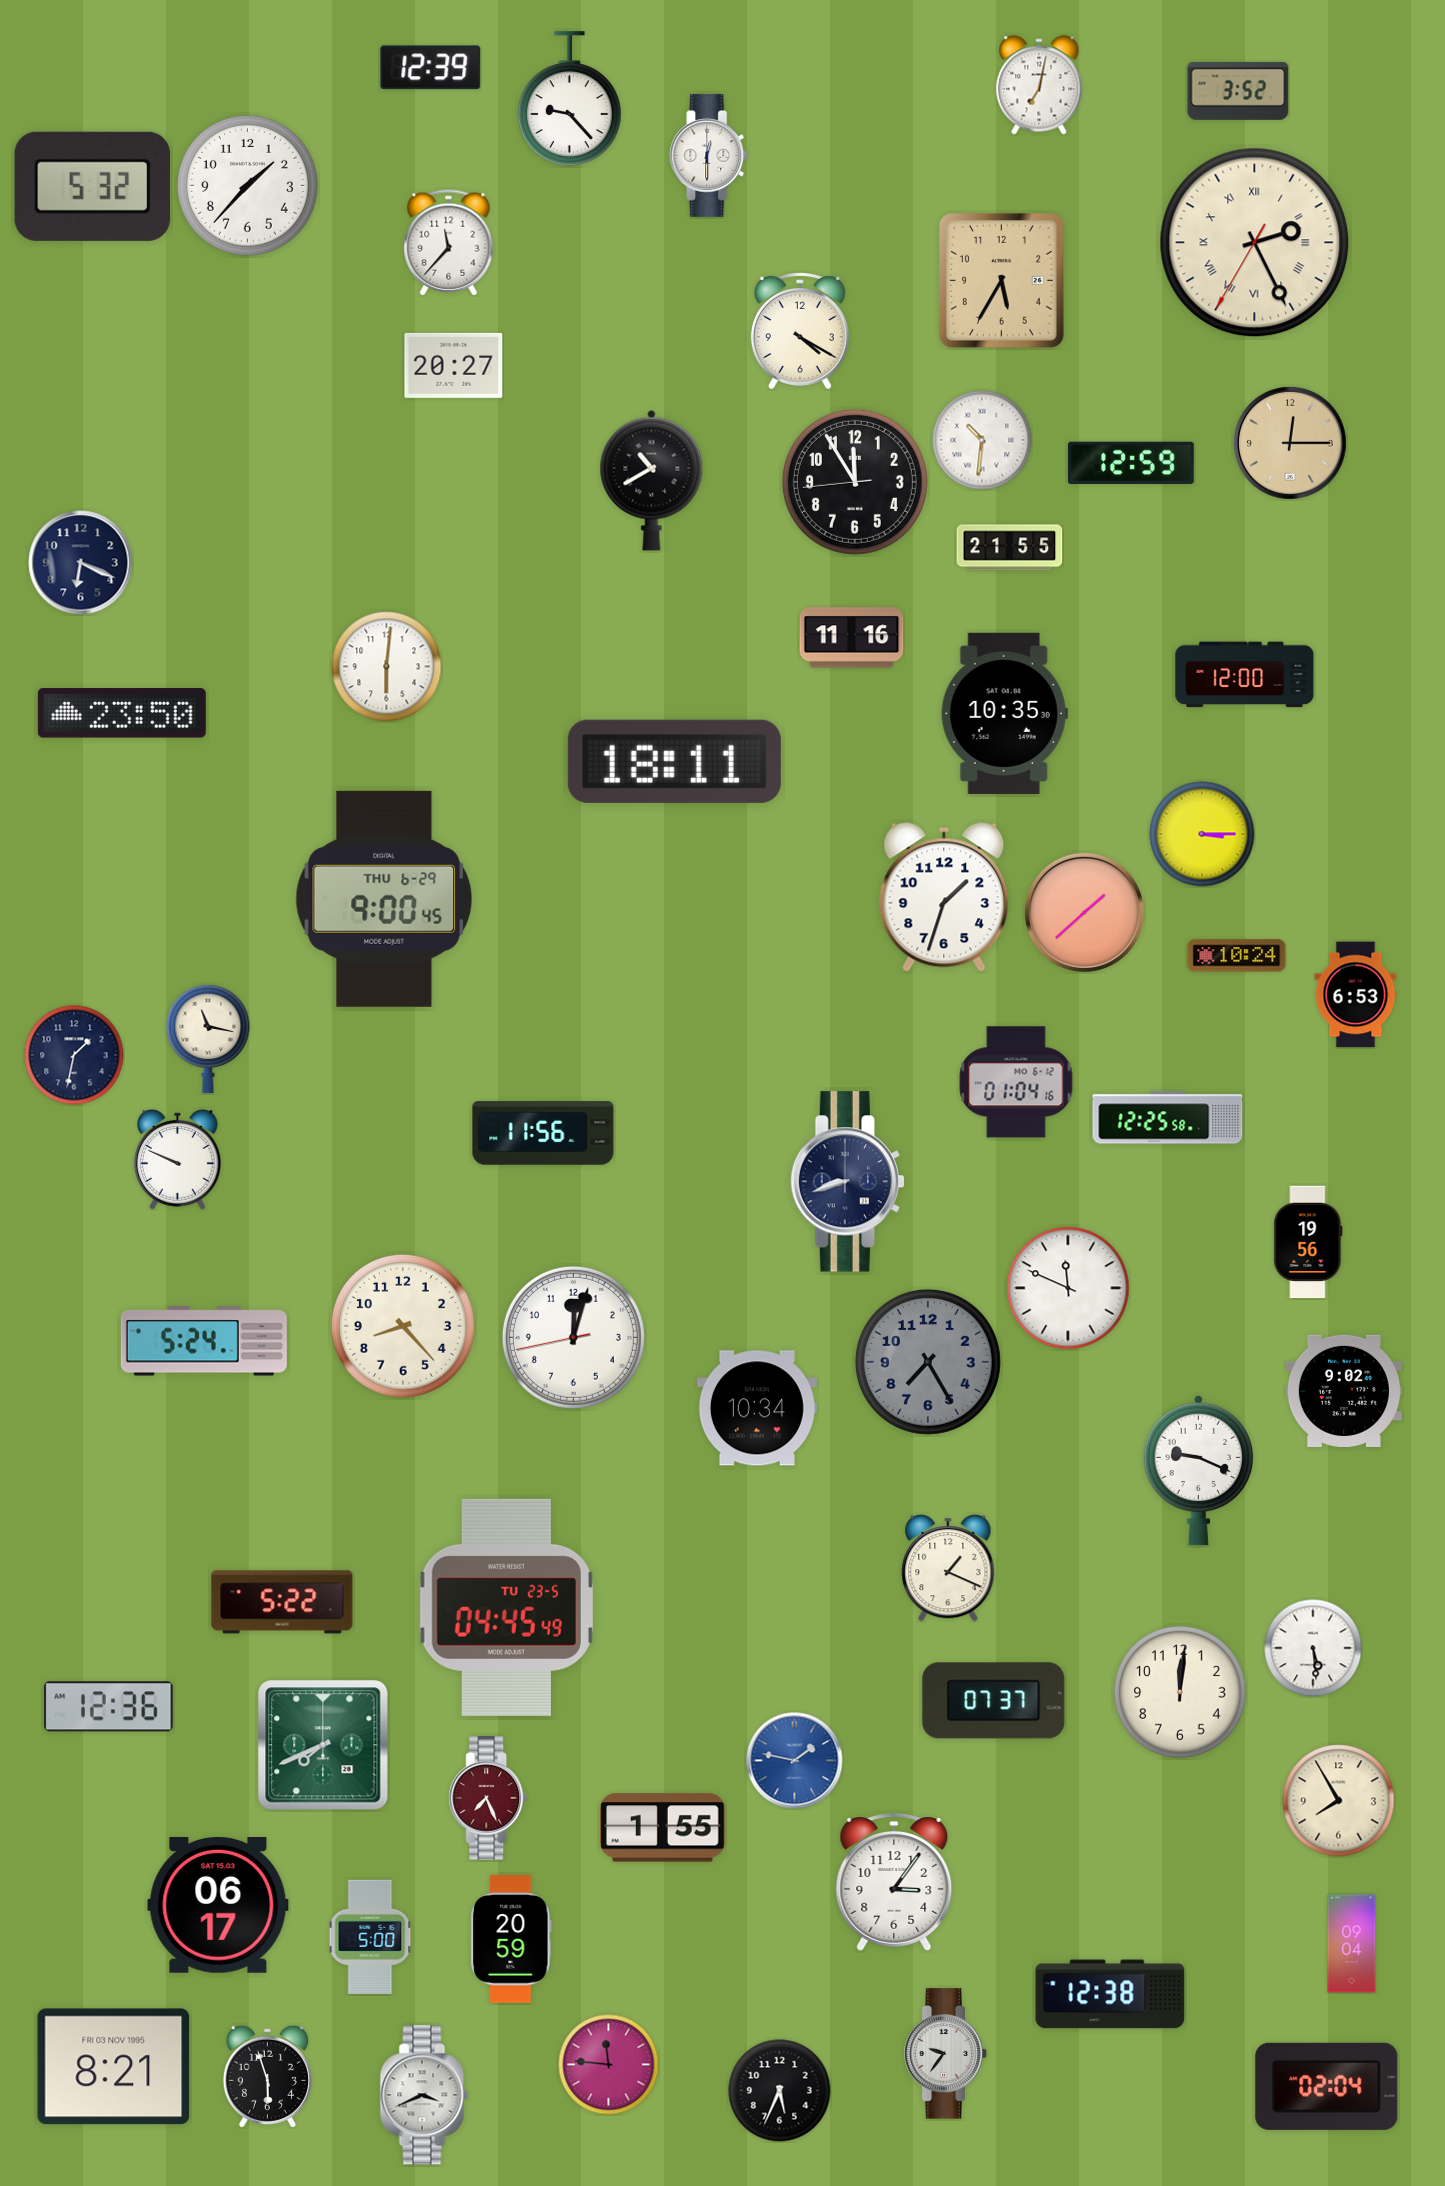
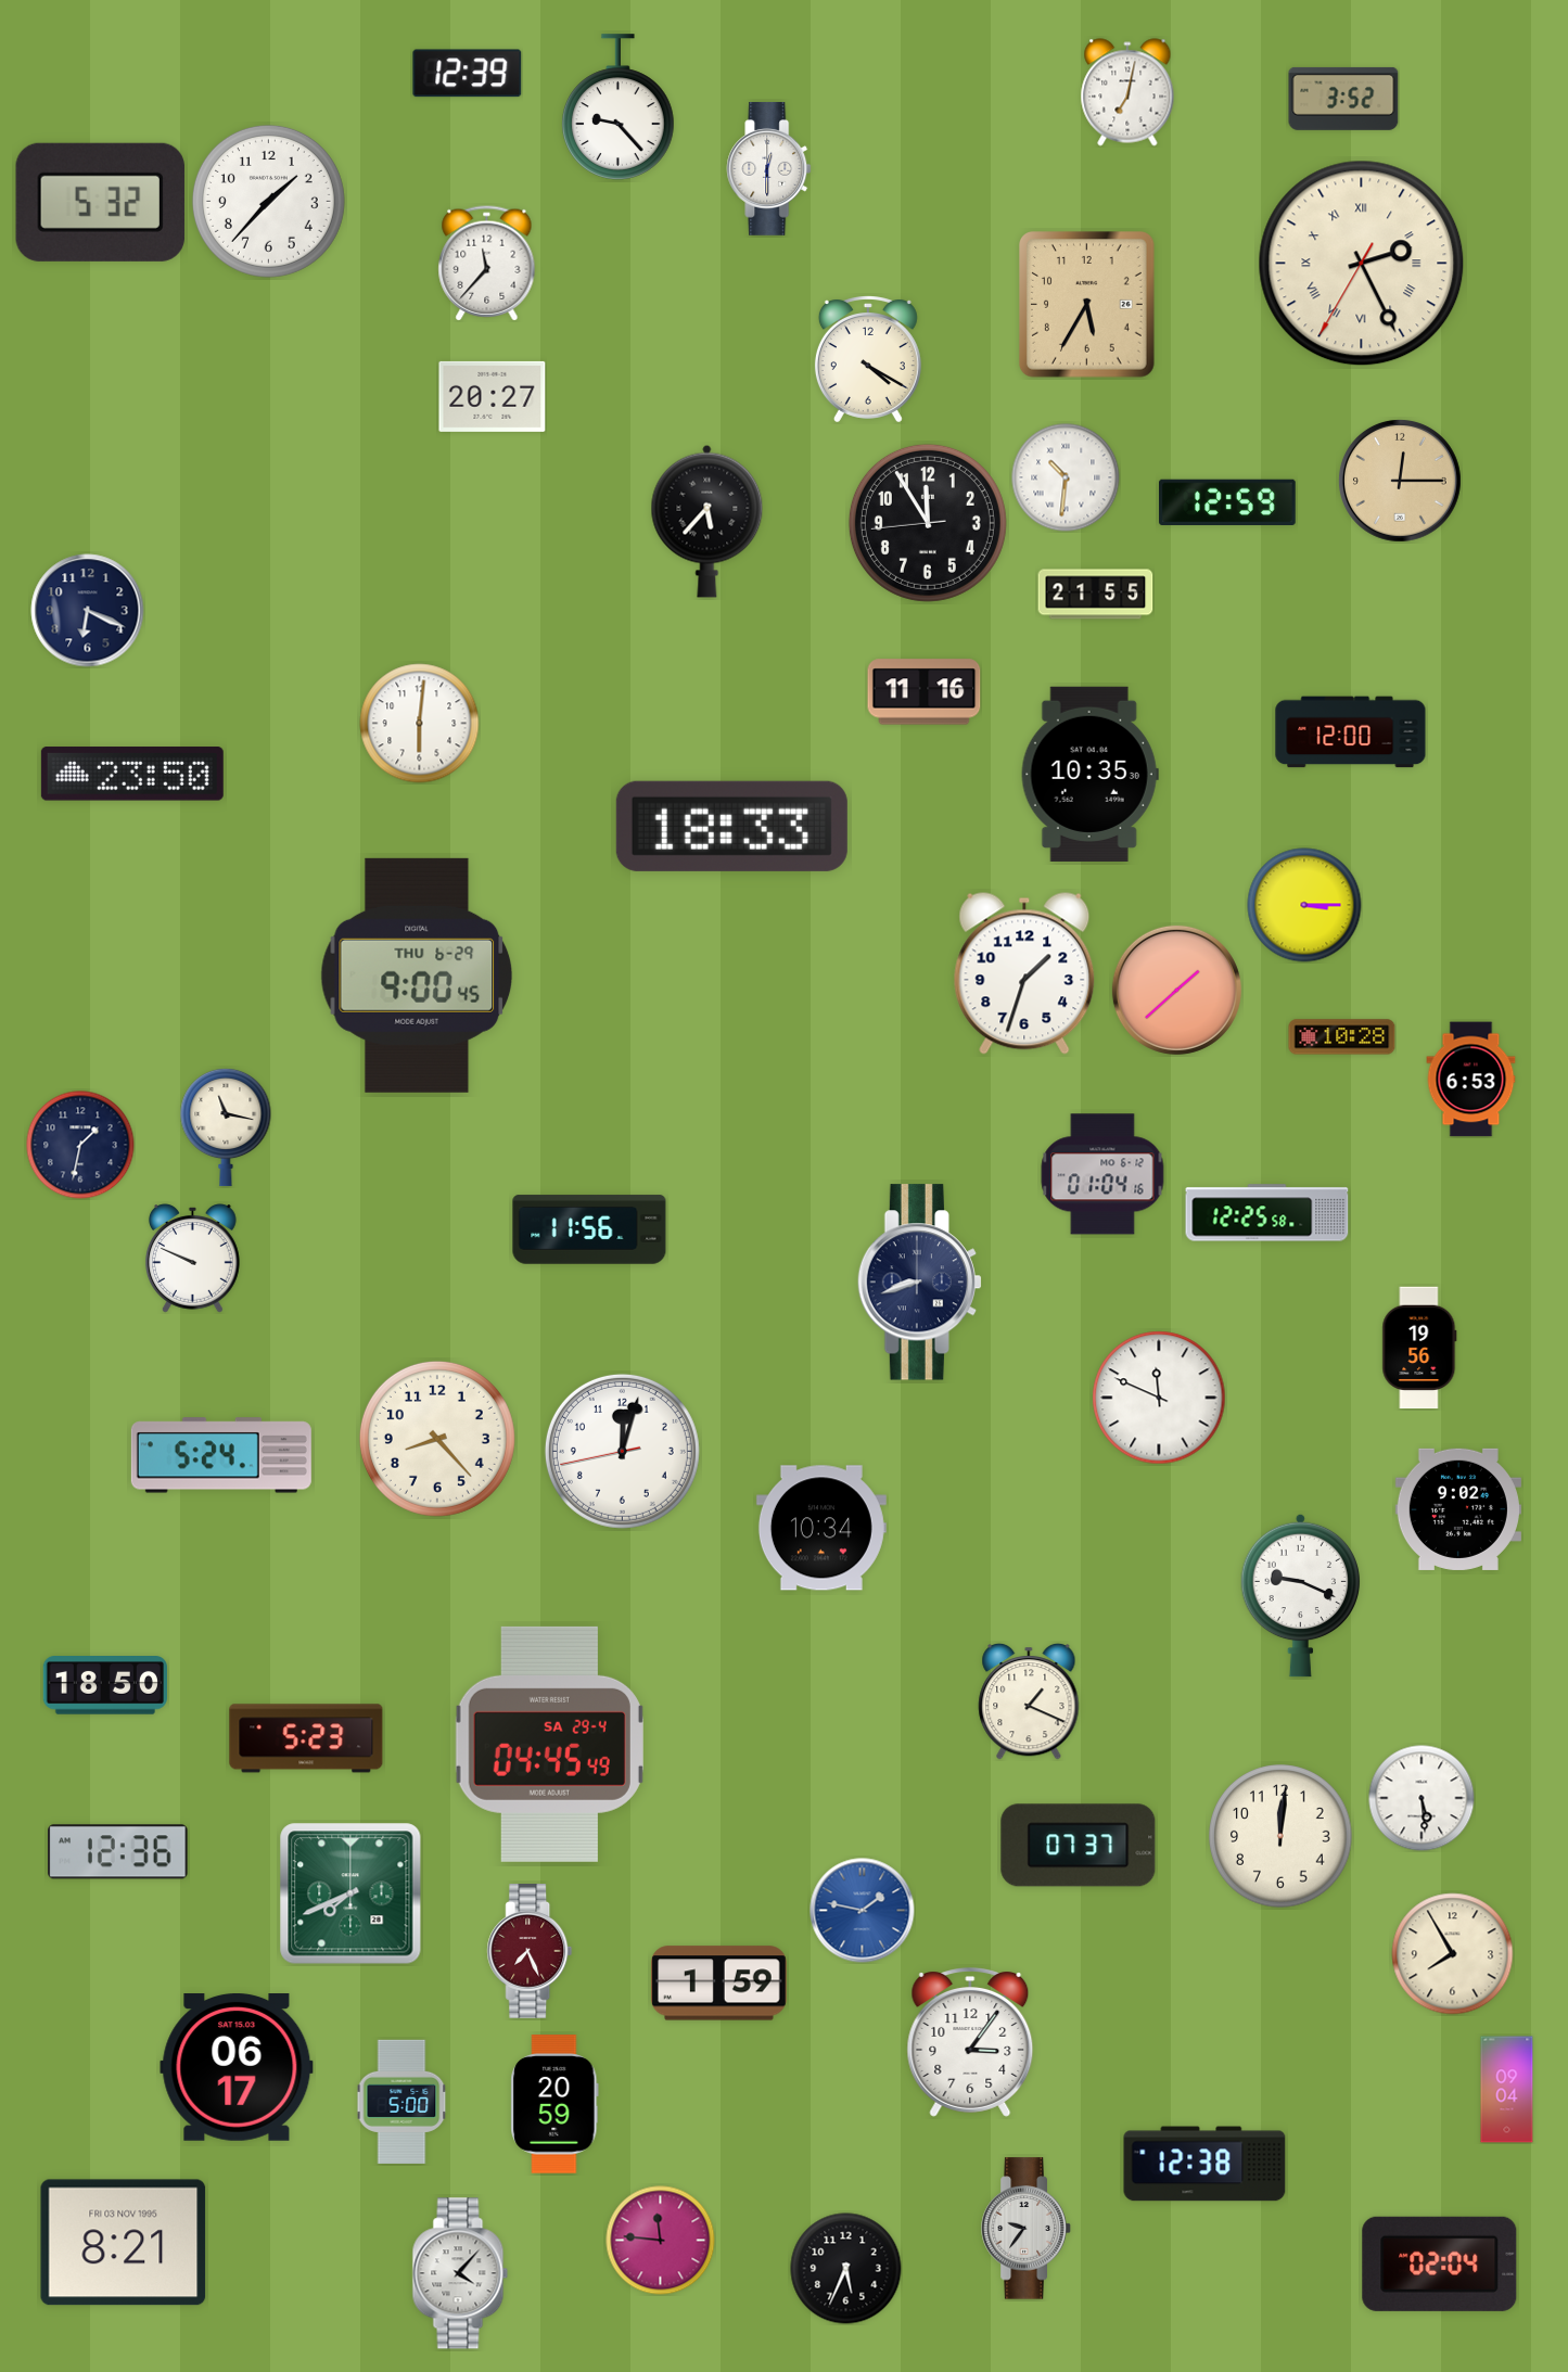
clock at (652, 480): 10:40 -> 5:37
clock at (674, 761): 18:11 -> 18:33
clock at (1237, 956): 10:24 -> 10:28
clock at (928, 1362): 7:25 -> none
clock at (105, 1686): none -> 18:50
clock at (282, 1602): 5:22 -> 5:23
clock at (506, 1607) date: TU 23-5 -> SA 29-4
clock at (1313, 1648) position: (1313, 1648) -> (1422, 1798)
clock at (663, 1828): 1:55 -> 1:59
clock at (1352, 1944) position: (1352, 1944) -> (1507, 2090)
clock at (267, 2076): 5:57 -> none
clock at (424, 2095): 3:41 -> 4:07
